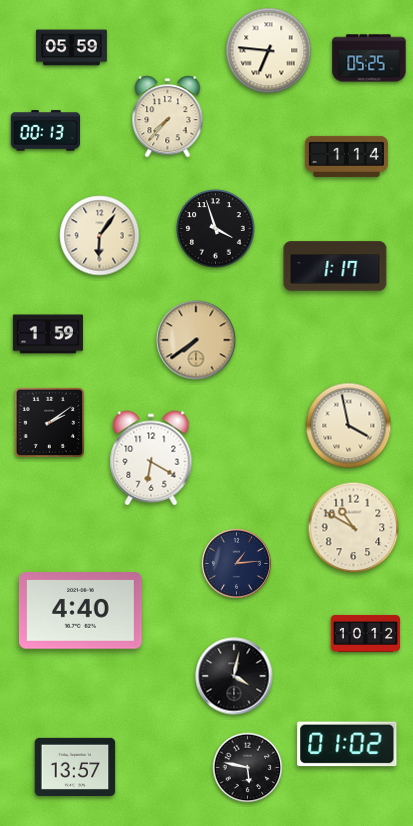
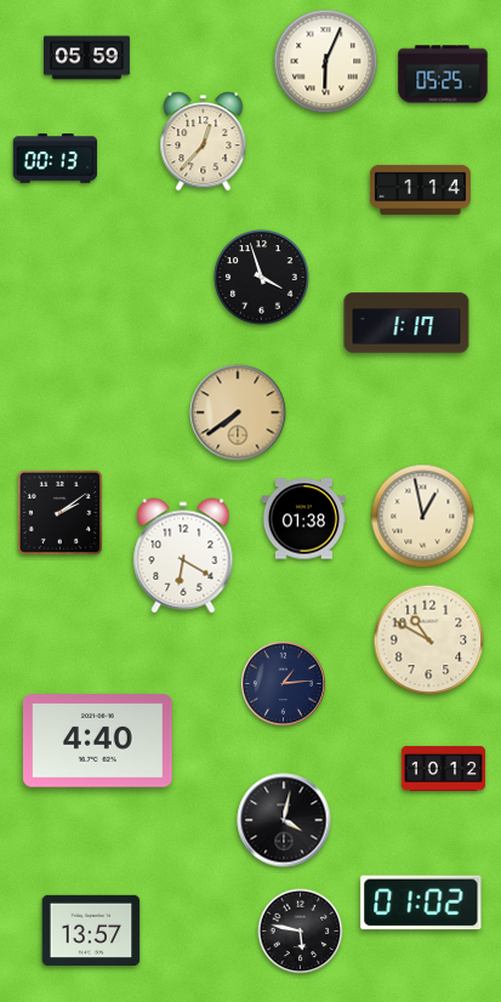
clock at (269, 51): 6:46 -> 6:04
clock at (369, 58) position: (369, 58) -> (443, 74)
clock at (168, 117): 7:37 -> 12:37
clock at (100, 236): 6:06 -> none
clock at (48, 334): 1:59 -> none
clock at (349, 426): 3:58 -> 12:58
clock at (303, 519): none -> 01:38
clock at (236, 563) position: (236, 563) -> (283, 683)
